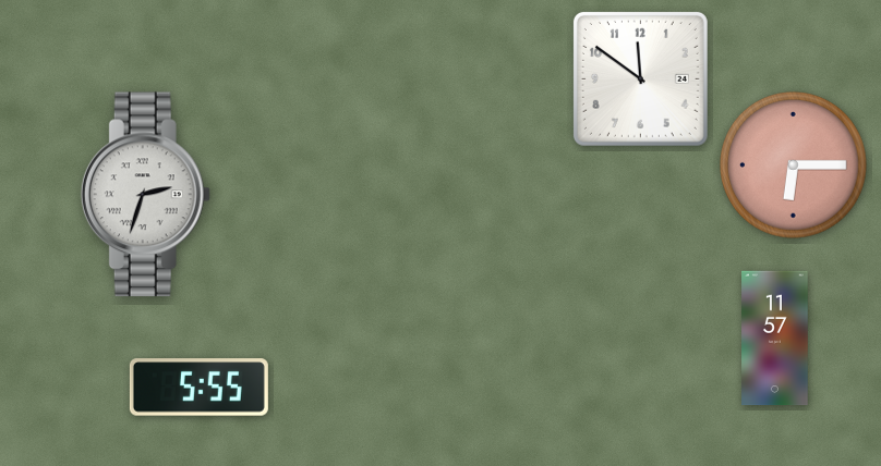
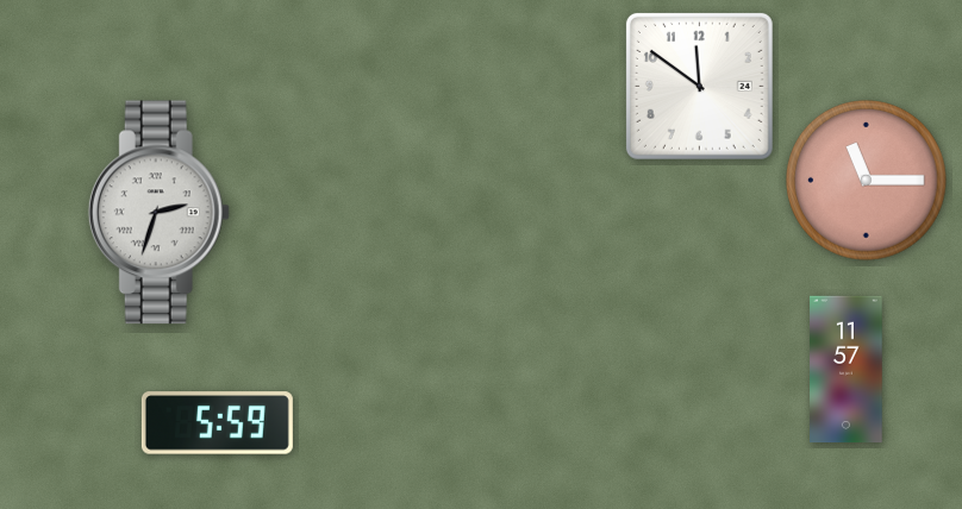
clock at (794, 165): 6:15 -> 11:15
clock at (198, 388): 5:55 -> 5:59
